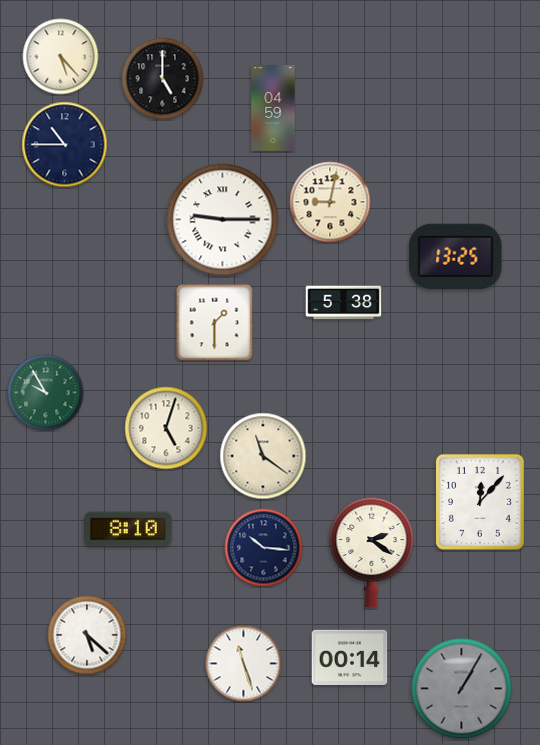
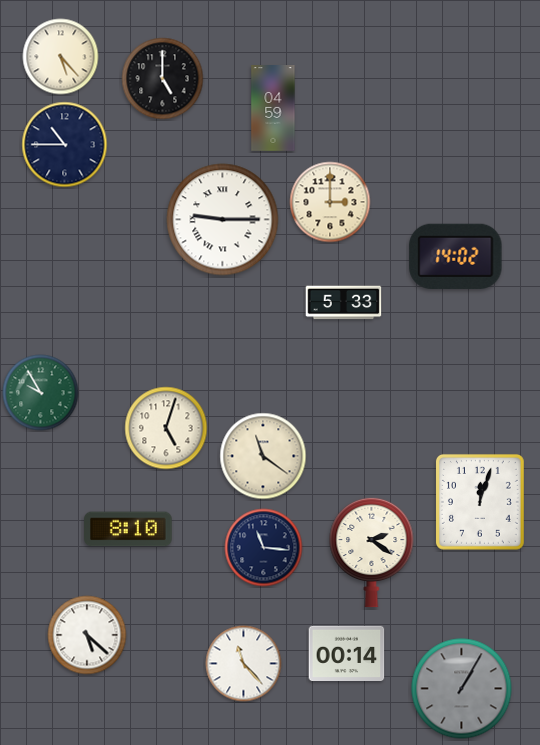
clock at (330, 202): 9:02 -> 3:00
clock at (456, 256): 13:25 -> 14:02
clock at (344, 303): 5:38 -> 5:33
clock at (215, 323): 1:30 -> none
clock at (46, 393) position: (46, 393) -> (41, 393)
clock at (480, 502): 12:07 -> 12:03
clock at (264, 548): 10:16 -> 11:16
clock at (350, 657) position: (350, 657) -> (347, 653)
clock at (244, 664): 11:27 -> 11:23
